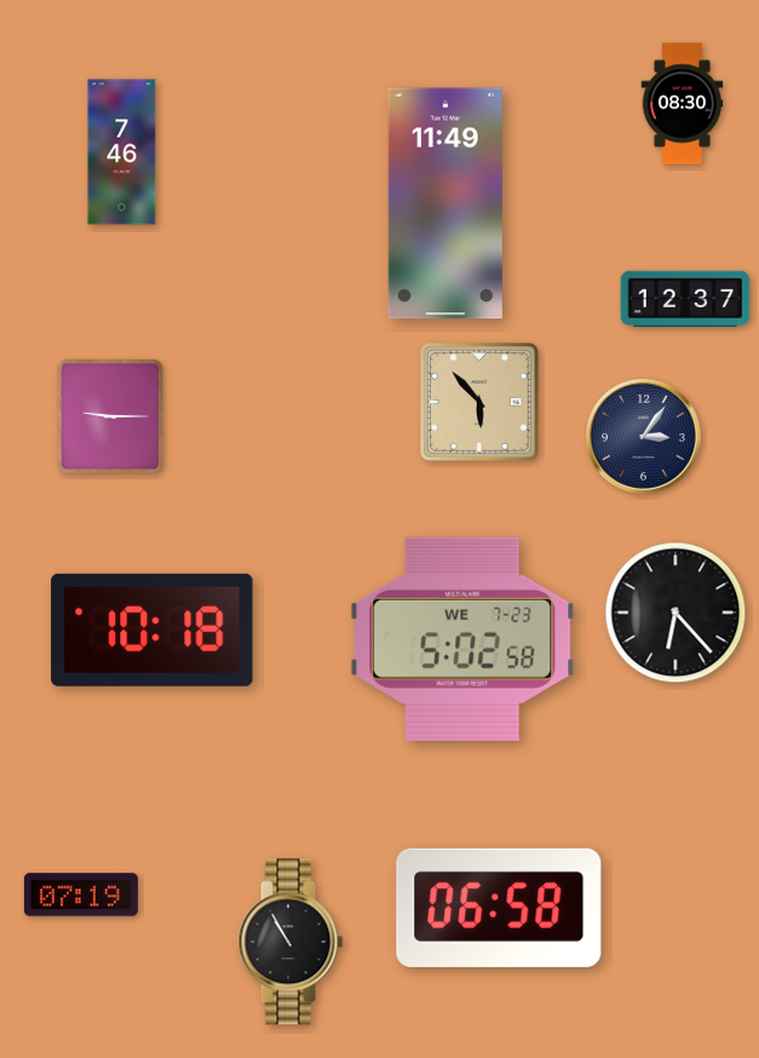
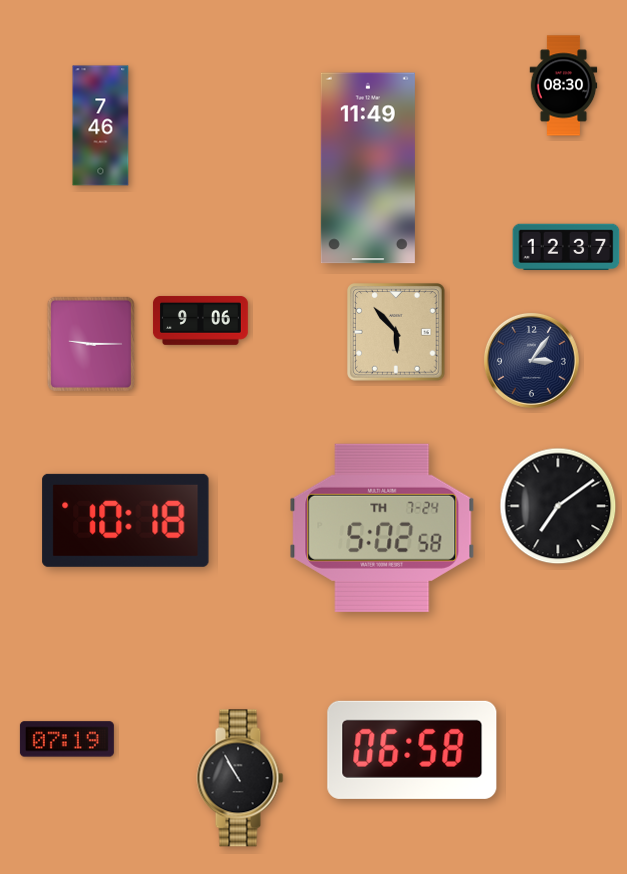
clock at (200, 320): none -> 9:06
clock at (675, 613): 6:23 -> 7:09
clock at (462, 639) date: WE 7-23 -> TH 7-24
